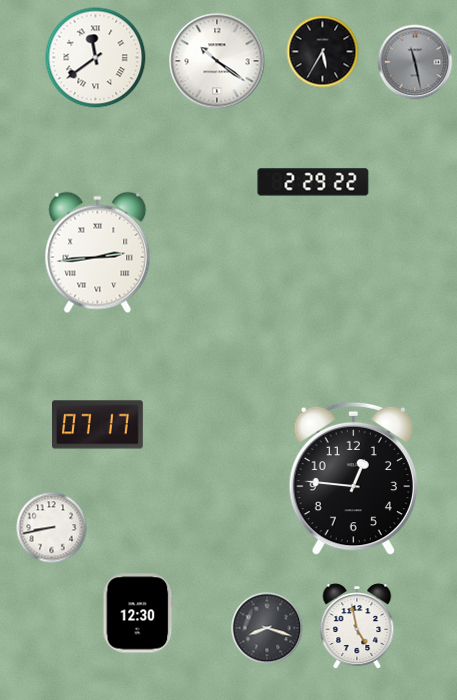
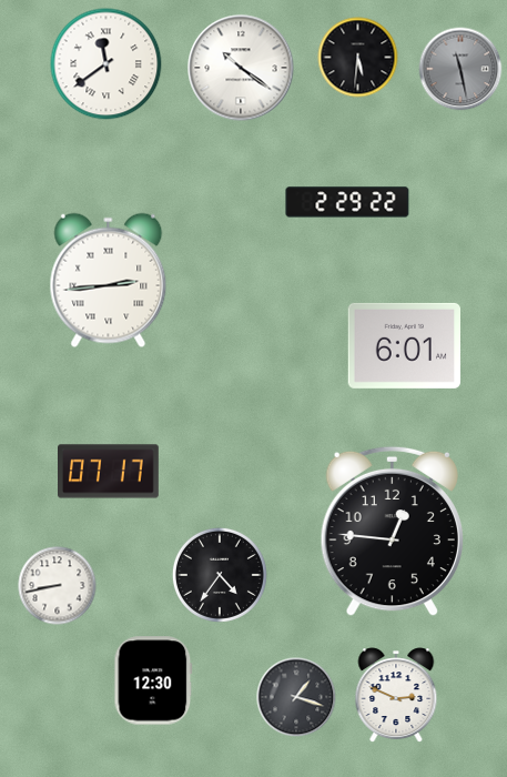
clock at (323, 52): 5:35 -> 5:31
clock at (405, 345): none -> 6:01
clock at (220, 575): none -> 4:36
clock at (357, 626): 4:58 -> 2:49
clock at (267, 628): 8:18 -> 1:18
